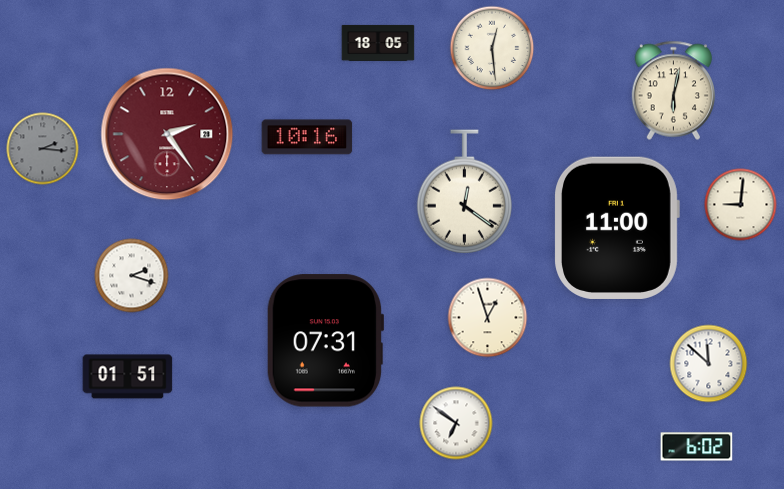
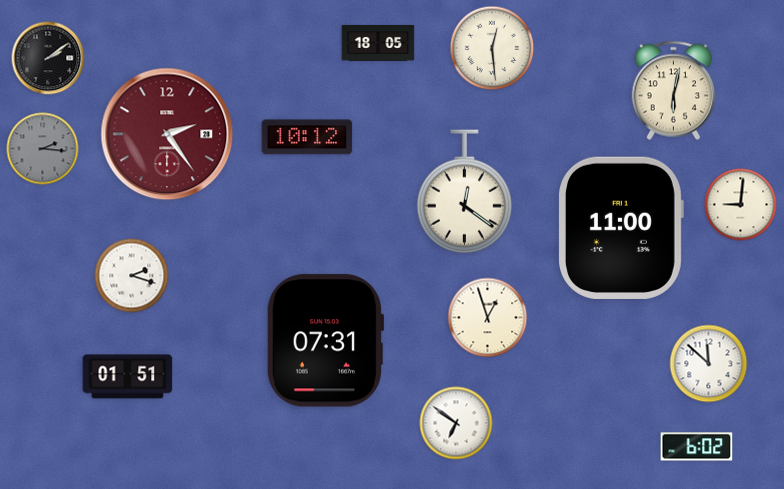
clock at (48, 58): none -> 2:09
clock at (307, 137): 10:16 -> 10:12
clock at (617, 228) position: (617, 228) -> (621, 228)
